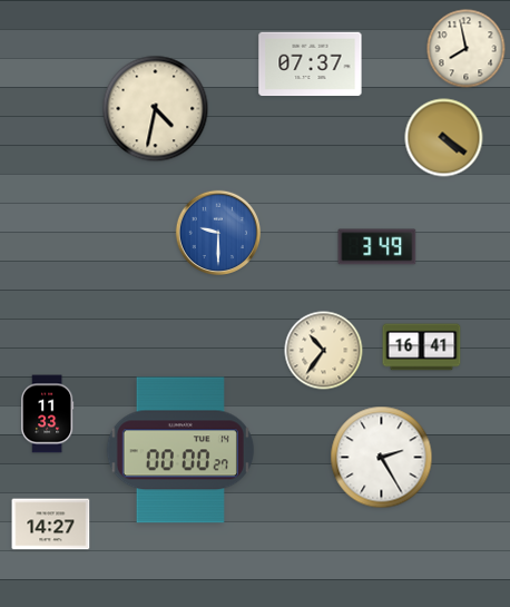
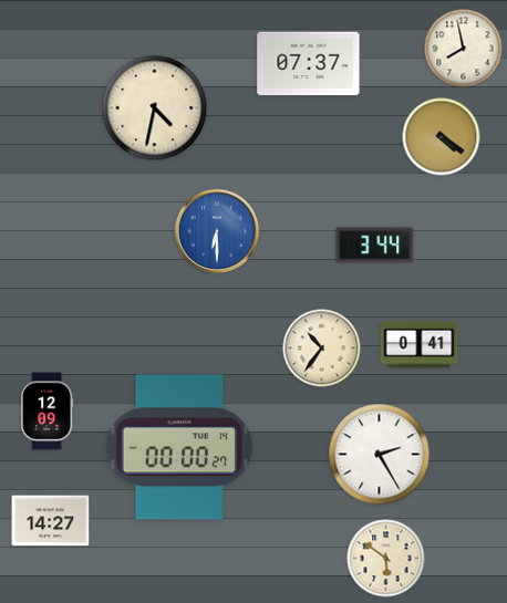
clock at (218, 233): 9:30 -> 6:30
clock at (377, 247): 3:49 -> 3:44
clock at (422, 347): 16:41 -> 0:41
clock at (48, 414): 11:33 -> 12:09
clock at (386, 559): none -> 5:51
